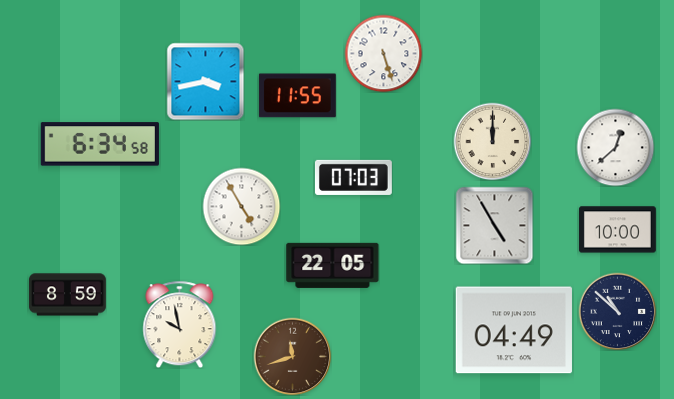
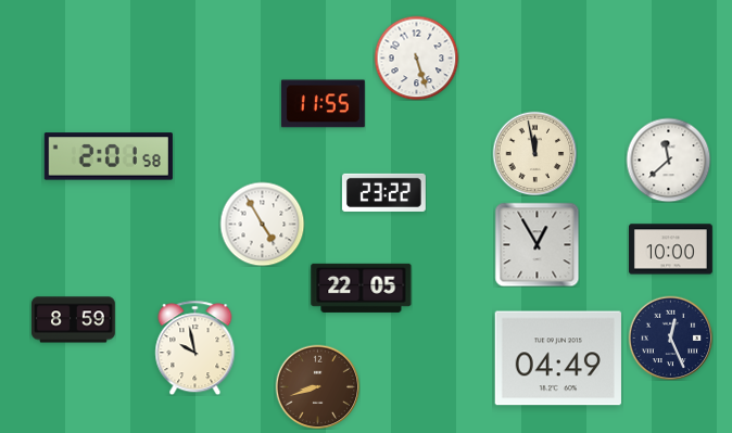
clock at (205, 81): 3:43 -> none
clock at (492, 141): 12:00 -> 11:58
clock at (100, 144): 6:34 -> 2:01
clock at (615, 147): 12:38 -> 11:38
clock at (353, 177): 07:03 -> 23:22
clock at (494, 225): 4:55 -> 12:55
clock at (617, 311): 10:52 -> 12:26
clock at (180, 324) position: (180, 324) -> (195, 347)
clock at (292, 356): 11:42 -> 8:42
